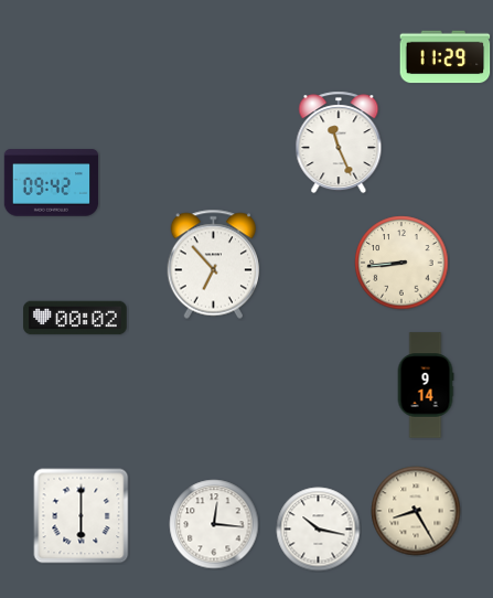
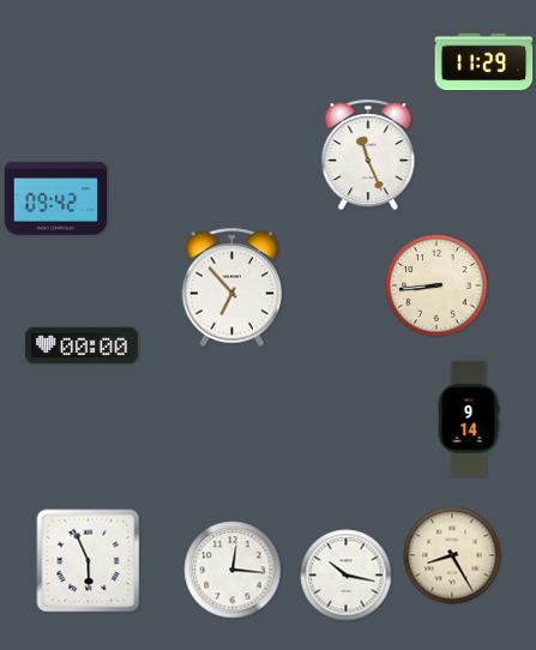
clock at (75, 318): 00:02 -> 00:00
clock at (426, 385) position: (426, 385) -> (469, 419)
clock at (82, 516): 6:00 -> 5:56
